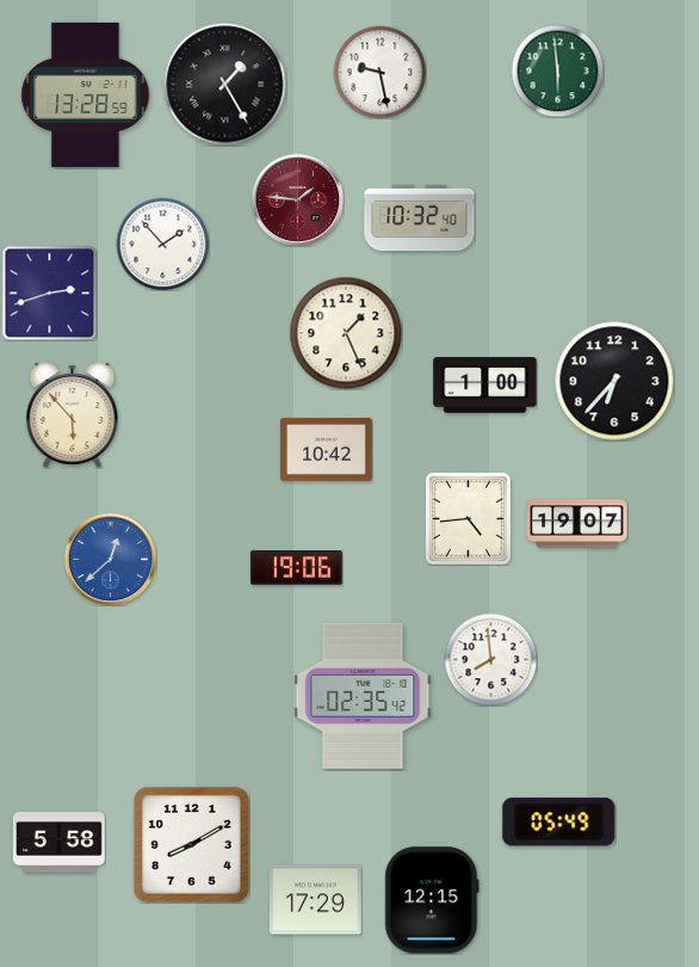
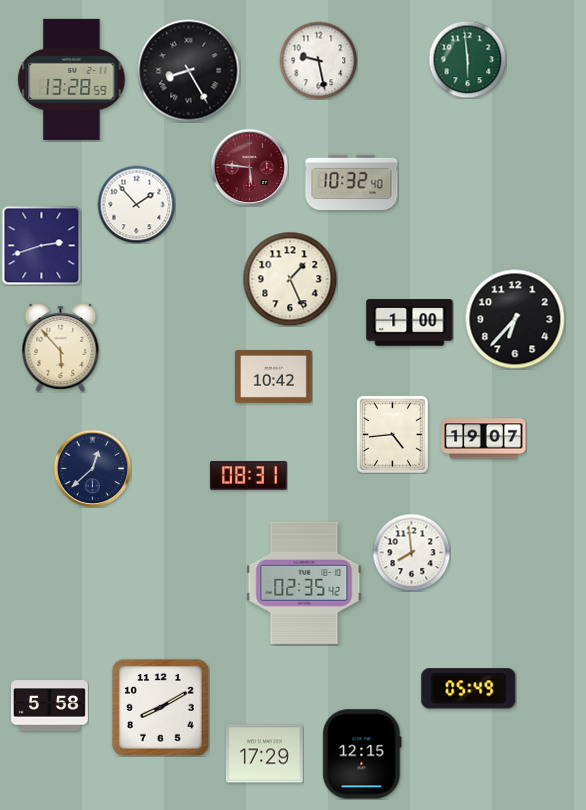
clock at (225, 85): 1:25 -> 8:25
clock at (297, 199): 1:46 -> 5:46
clock at (485, 386) position: (485, 386) -> (410, 323)
clock at (110, 559) dial: blue -> navy
clock at (297, 568): 19:06 -> 08:31
